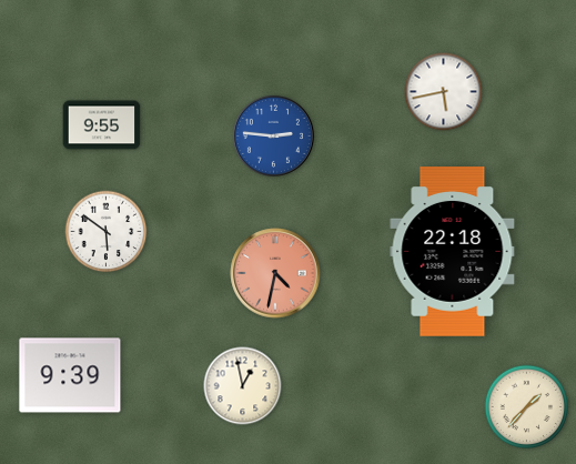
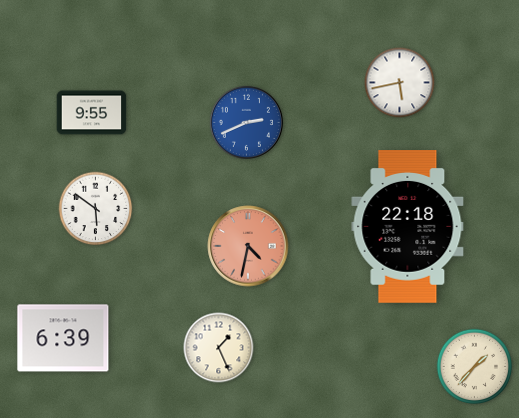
clock at (273, 135): 2:46 -> 2:41
clock at (70, 375): 9:39 -> 6:39
clock at (243, 386): 12:58 -> 1:26
